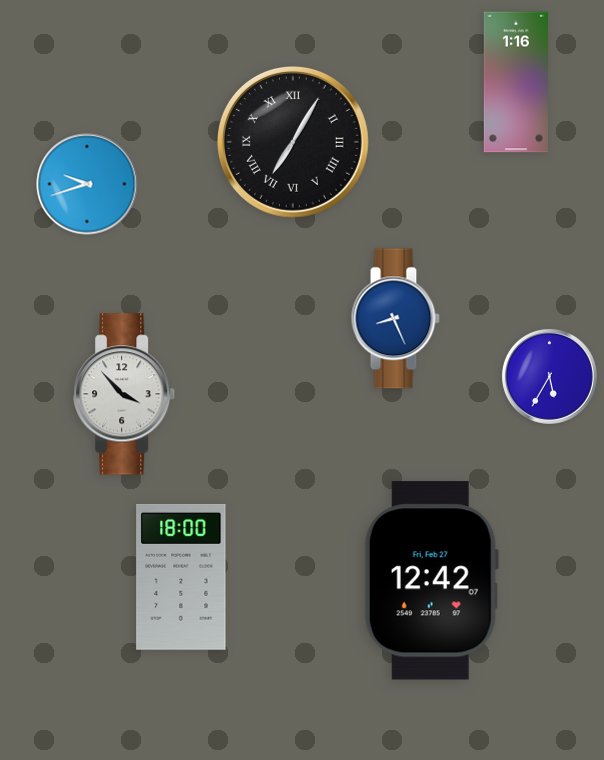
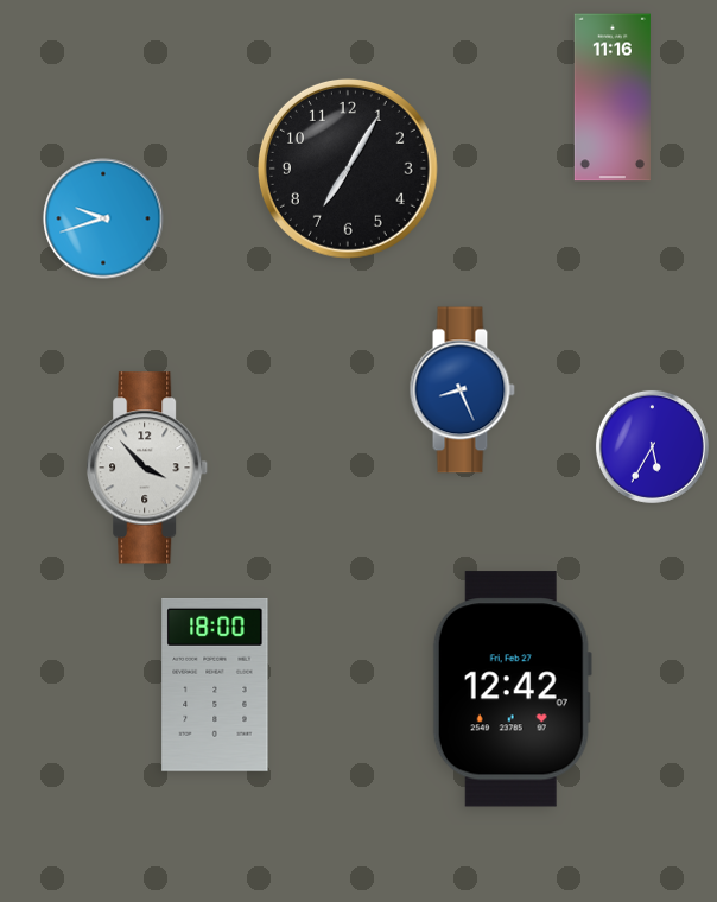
clock at (516, 82): 1:16 -> 11:16
clock at (293, 142) numerals: Roman -> Arabic
clock at (395, 319) position: (395, 319) -> (462, 390)
